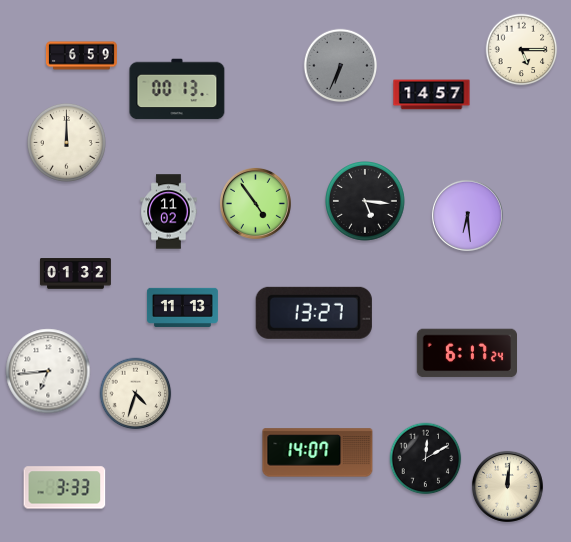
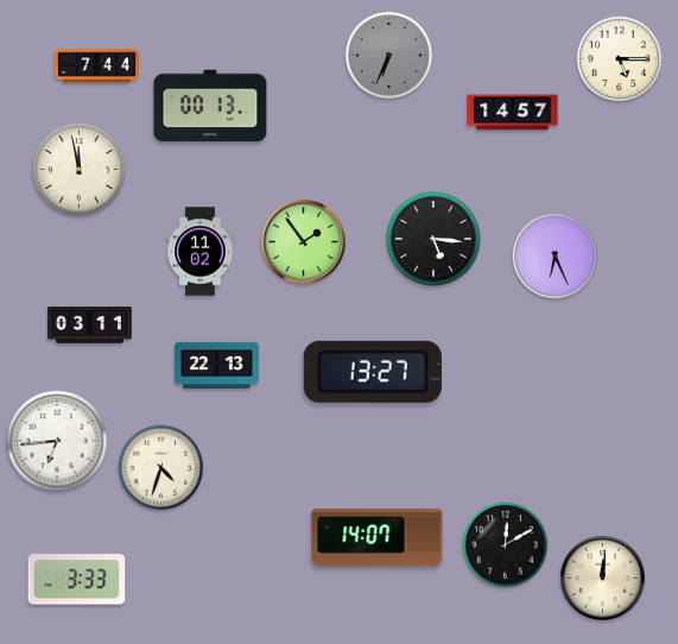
clock at (81, 56): 6:59 -> 7:44
clock at (341, 66) position: (341, 66) -> (389, 56)
clock at (66, 142): 12:00 -> 11:58
clock at (255, 203): 4:54 -> 1:54
clock at (467, 215): 6:29 -> 6:26
clock at (75, 274): 01:32 -> 03:11
clock at (182, 307): 11:13 -> 22:13
clock at (466, 353): 6:17 -> none
